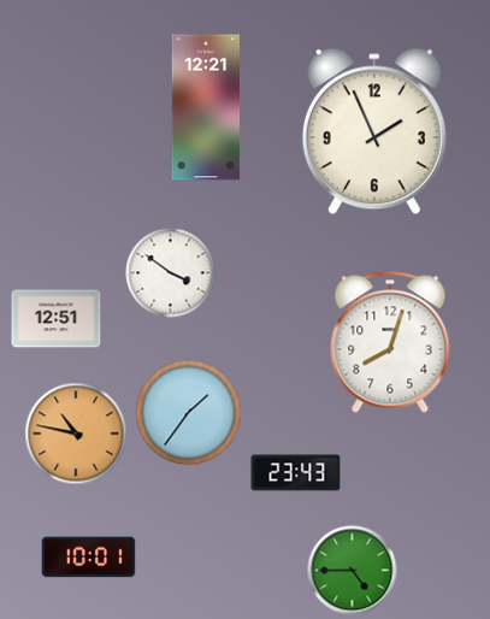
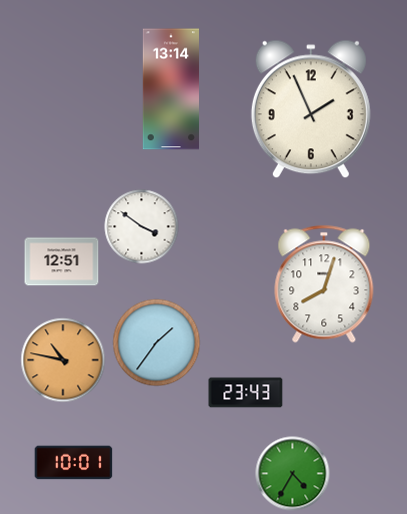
clock at (205, 107): 12:21 -> 13:14
clock at (57, 319) position: (57, 319) -> (62, 262)
clock at (353, 571): 4:45 -> 4:35
